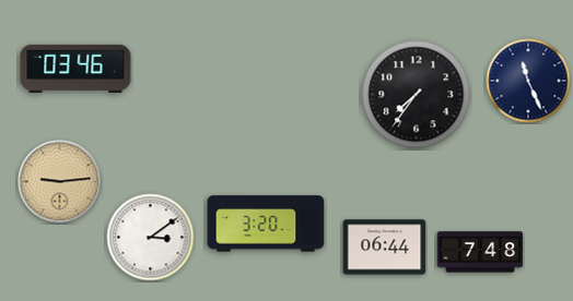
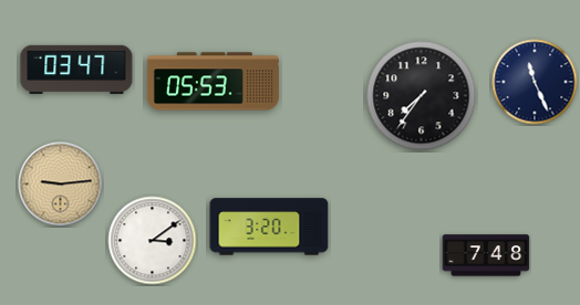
clock at (75, 69): 03:46 -> 03:47
clock at (213, 82): none -> 05:53
clock at (385, 248): 06:44 -> none
